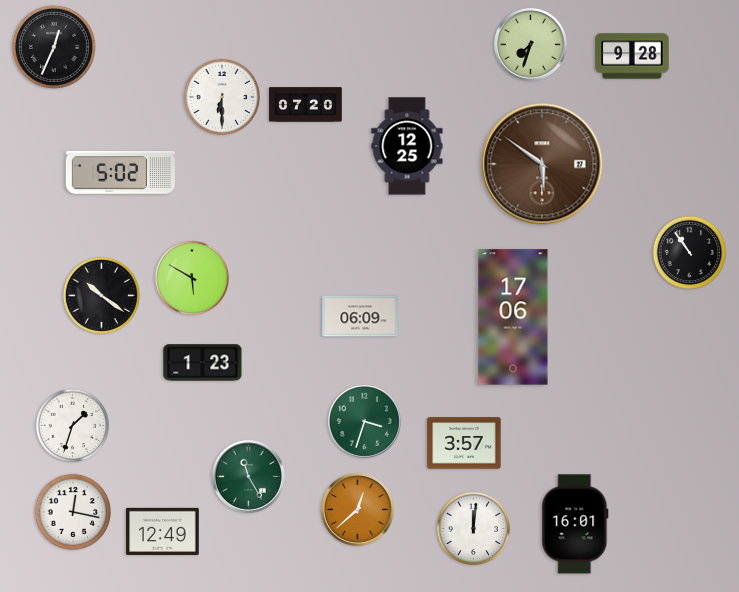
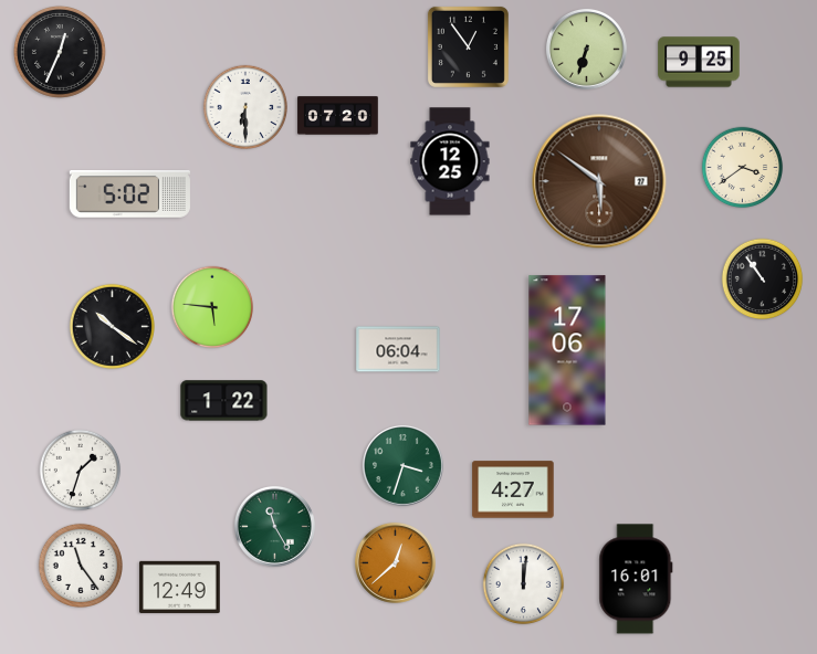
clock at (468, 46): none -> 12:54
clock at (530, 44): 7:33 -> 6:33
clock at (632, 56): 9:28 -> 9:25
clock at (743, 168): none -> 3:39
clock at (120, 173) position: (120, 173) -> (129, 194)
clock at (192, 278): 5:50 -> 5:46
clock at (360, 316): 06:09 -> 06:04
clock at (203, 363): 1:23 -> 1:22
clock at (464, 443): 3:57 -> 4:27
clock at (72, 511): 12:17 -> 11:24
